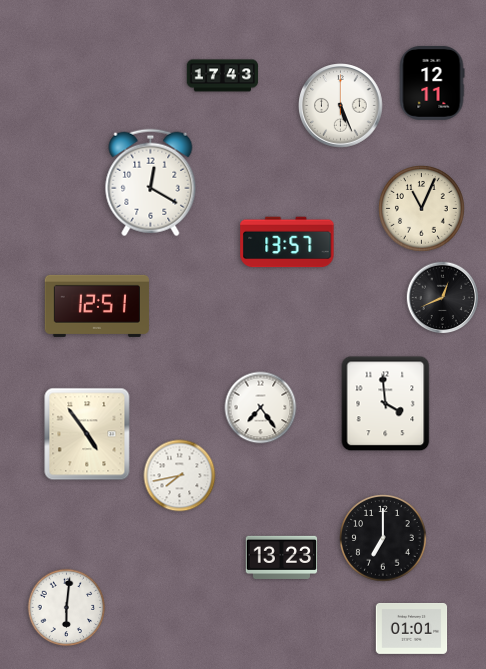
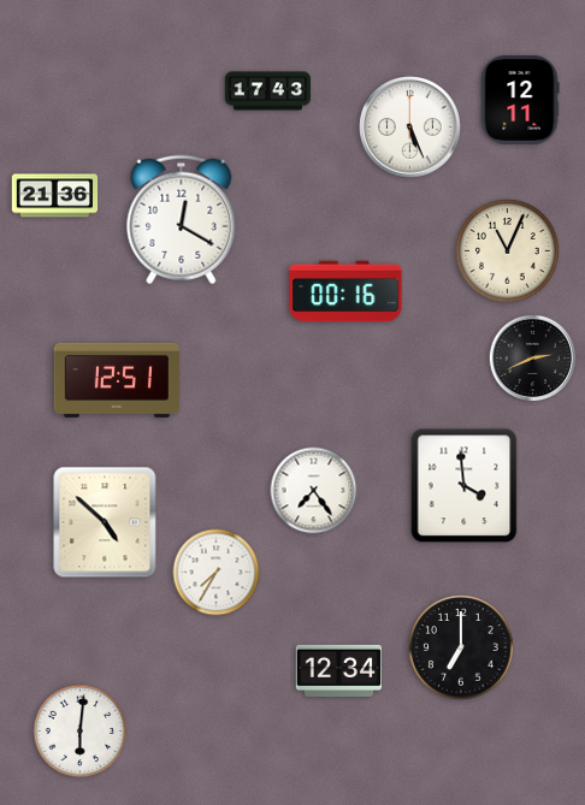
clock at (55, 196): none -> 21:36
clock at (287, 242): 13:57 -> 00:16
clock at (443, 298): 12:41 -> 2:41
clock at (97, 306) position: (97, 306) -> (117, 380)
clock at (87, 434): 4:54 -> 4:52
clock at (180, 476): 7:43 -> 7:35
clock at (282, 557): 13:23 -> 12:34
clock at (412, 628): 01:01 -> none
